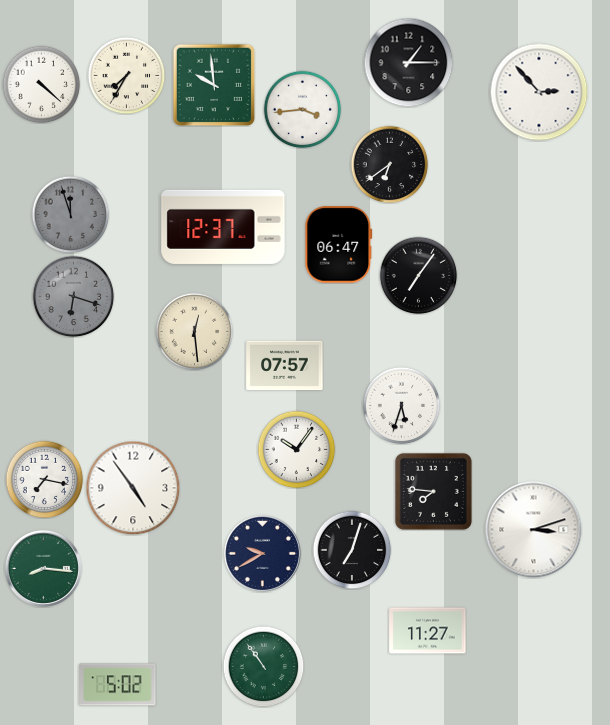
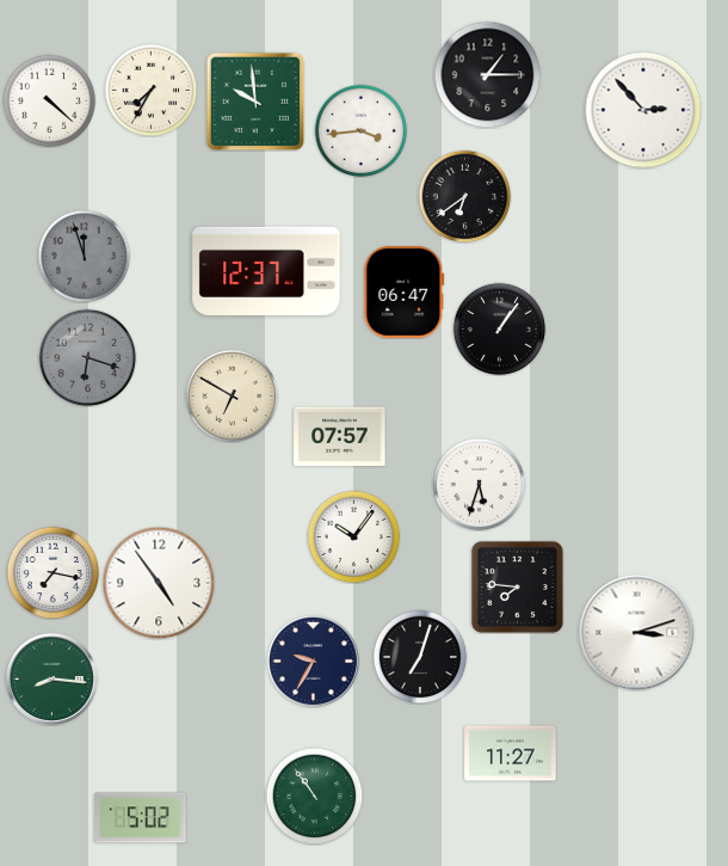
clock at (418, 275): 7:06 -> 1:06
clock at (73, 296) position: (73, 296) -> (87, 357)
clock at (194, 331): 12:29 -> 6:50
clock at (262, 553): 9:40 -> 9:35
